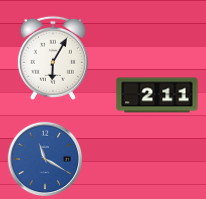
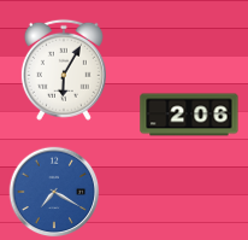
clock at (157, 95): 2:11 -> 2:06
clock at (45, 159): 11:20 -> 7:20
